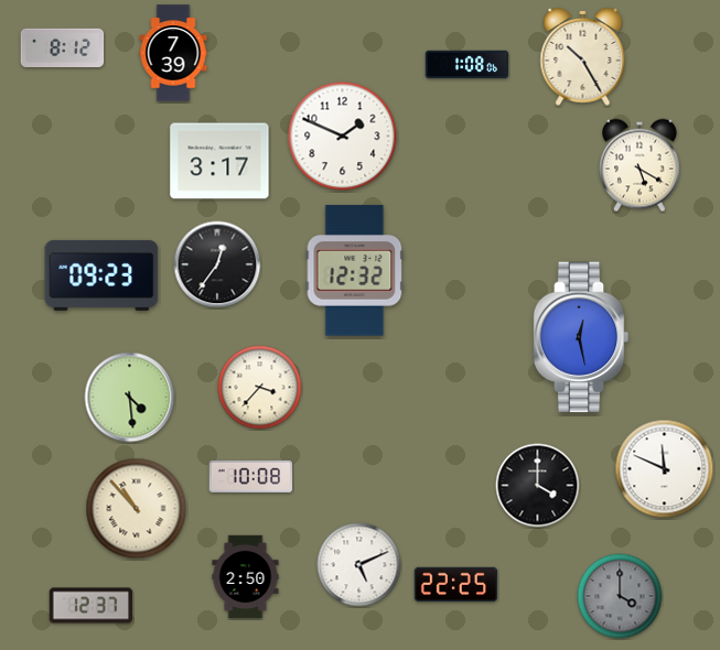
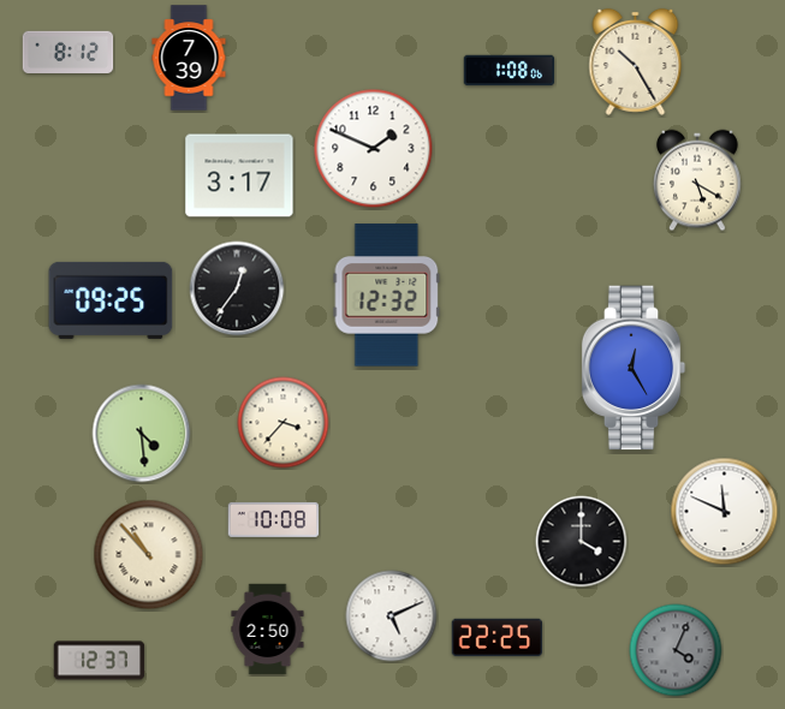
clock at (101, 275): 09:23 -> 09:25
clock at (581, 337): 12:28 -> 12:25
clock at (538, 486) position: (538, 486) -> (582, 542)
clock at (620, 596): 4:00 -> 4:04
